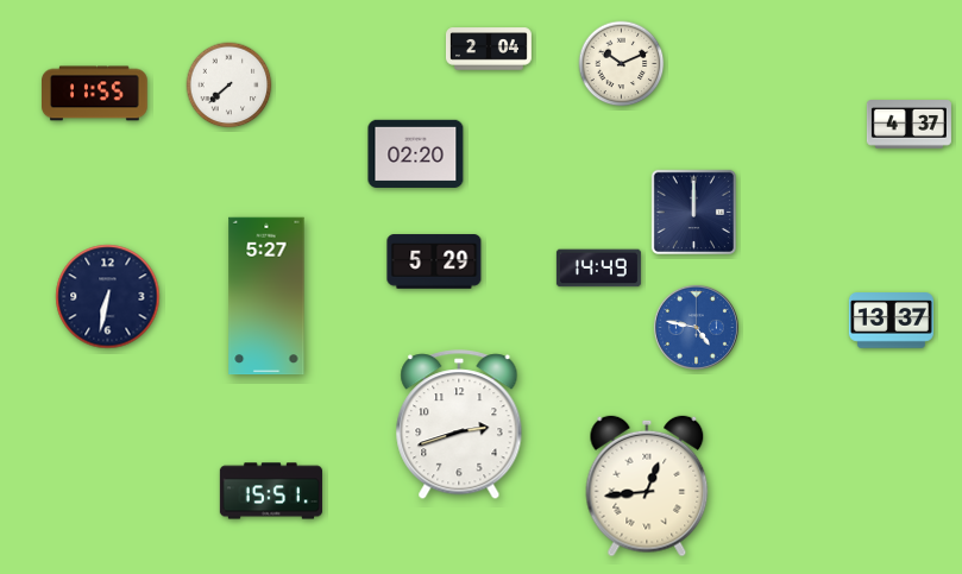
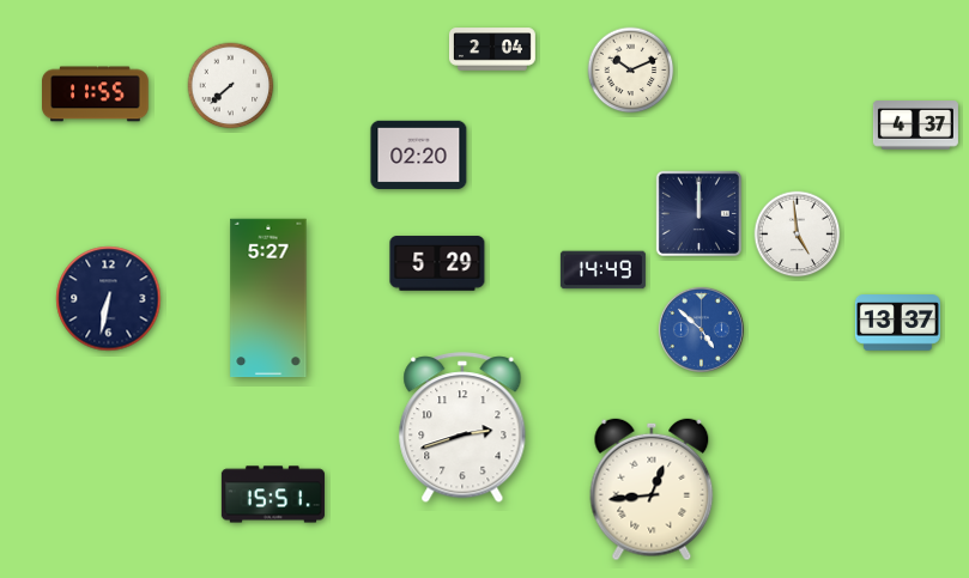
clock at (622, 64) position: (622, 64) -> (631, 71)
clock at (798, 235): none -> 4:59
clock at (696, 327): 4:47 -> 4:52
